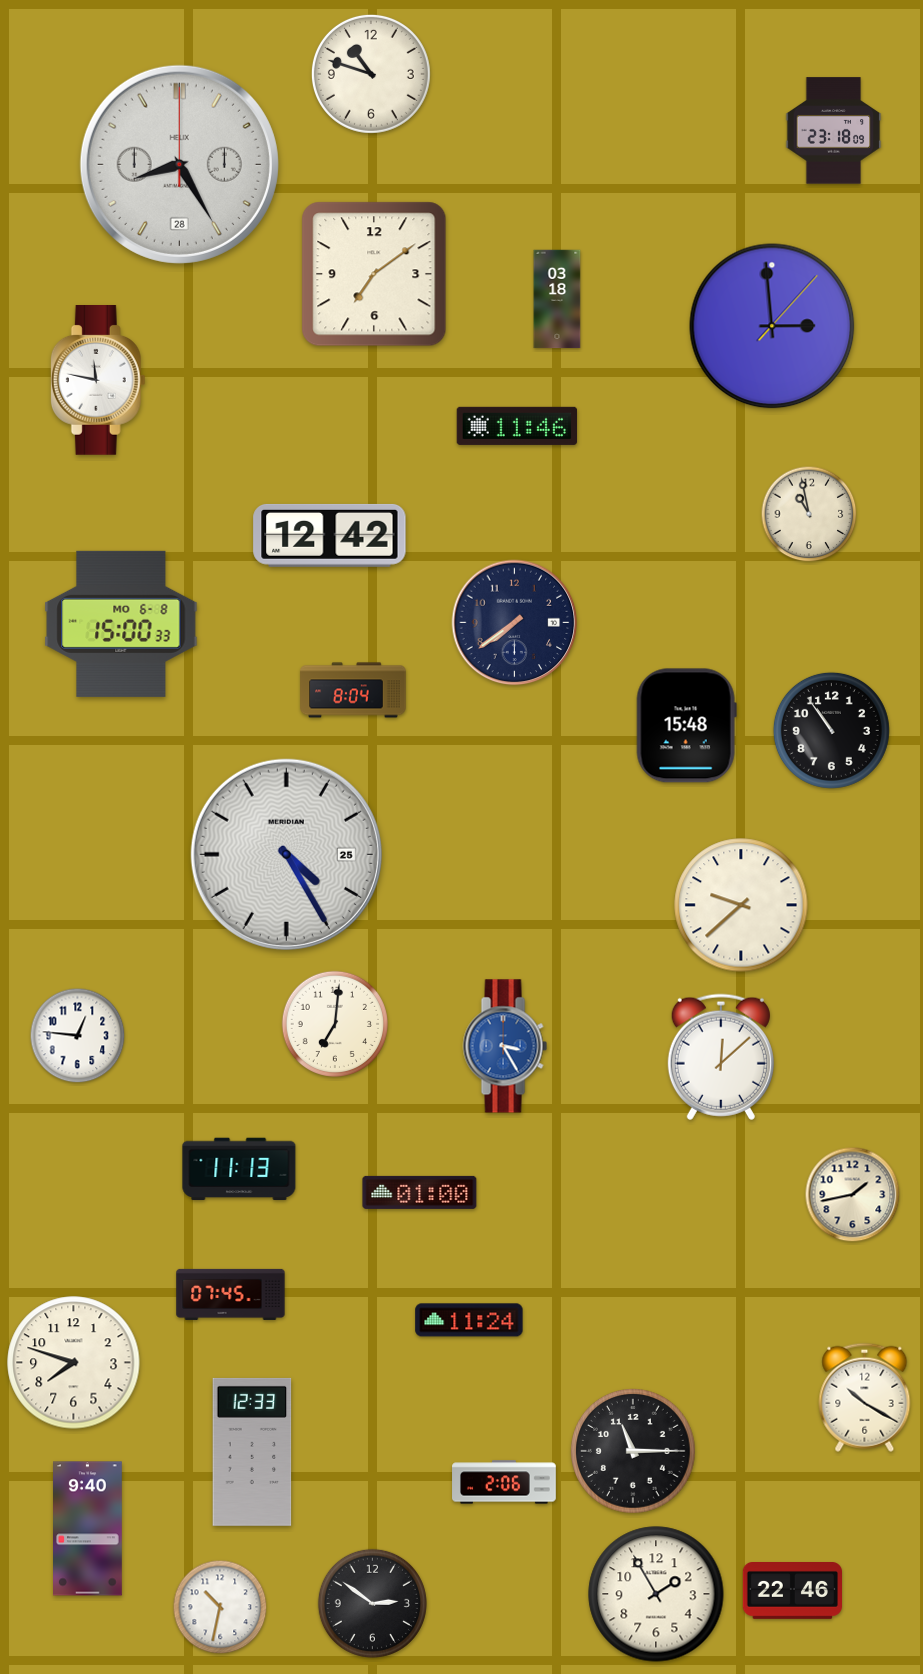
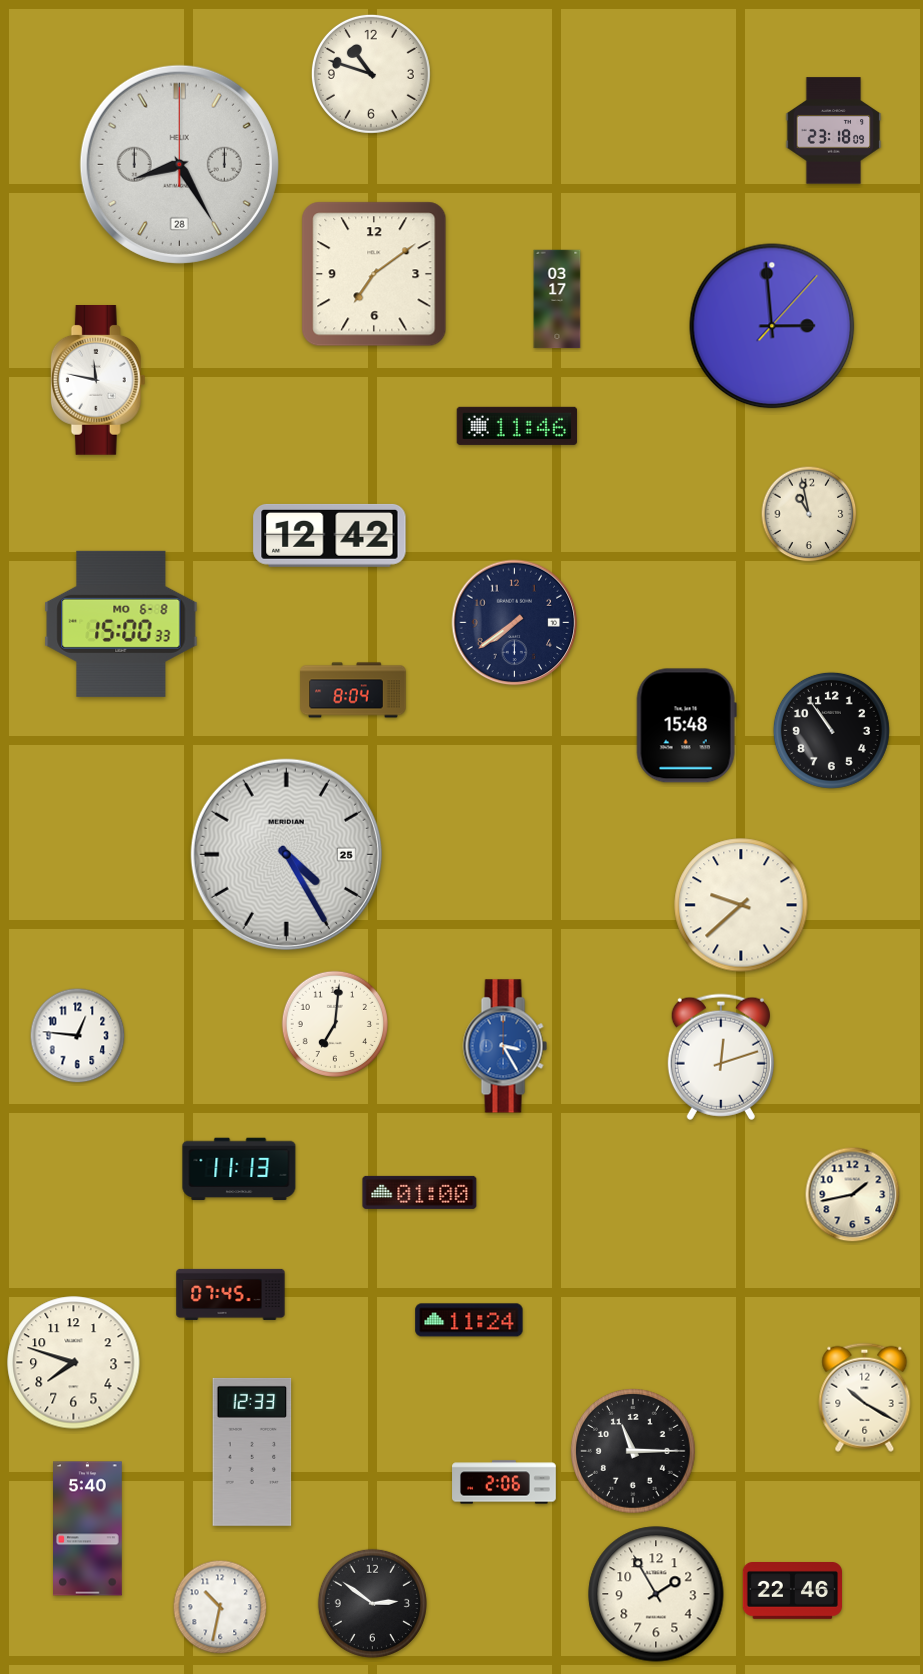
clock at (557, 299): 03:18 -> 03:17
clock at (721, 1057): 12:08 -> 12:12
clock at (88, 1529): 9:40 -> 5:40
